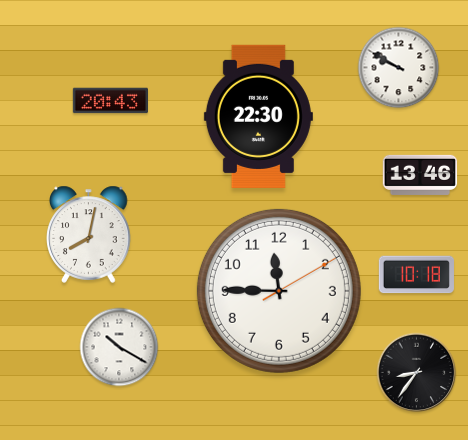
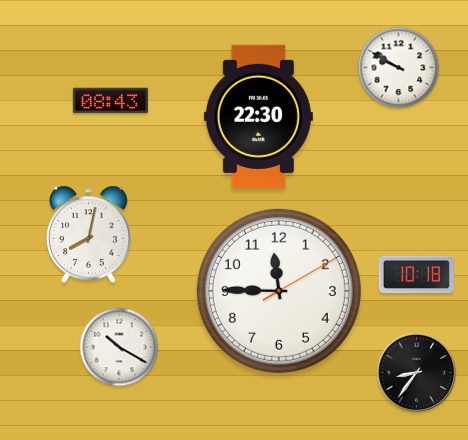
clock at (110, 101): 20:43 -> 08:43
clock at (420, 175): 13:46 -> none
